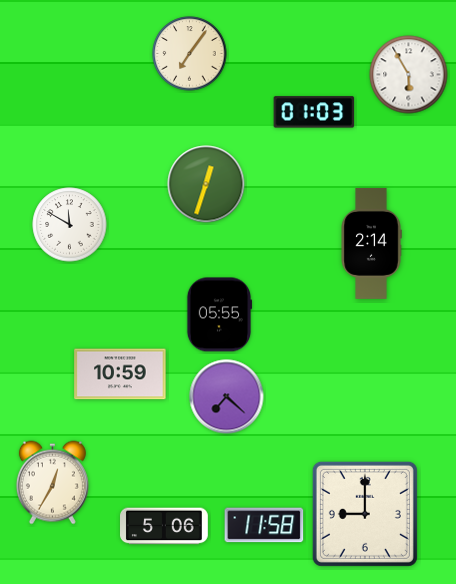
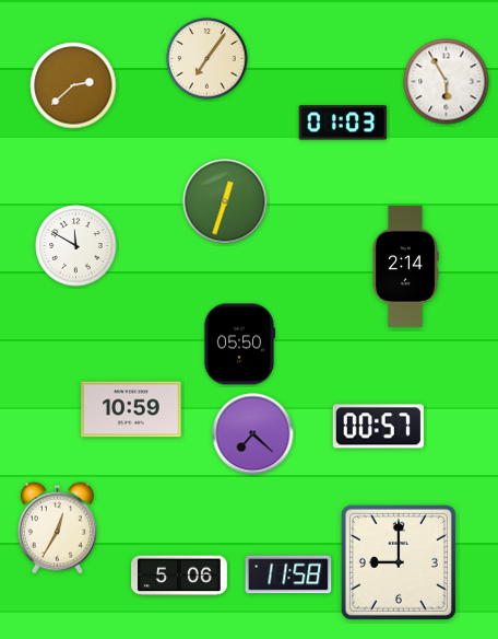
clock at (73, 85): none -> 2:38
clock at (219, 315): 05:55 -> 05:50
clock at (378, 427): none -> 00:57
clock at (227, 397) position: (227, 397) -> (253, 434)
